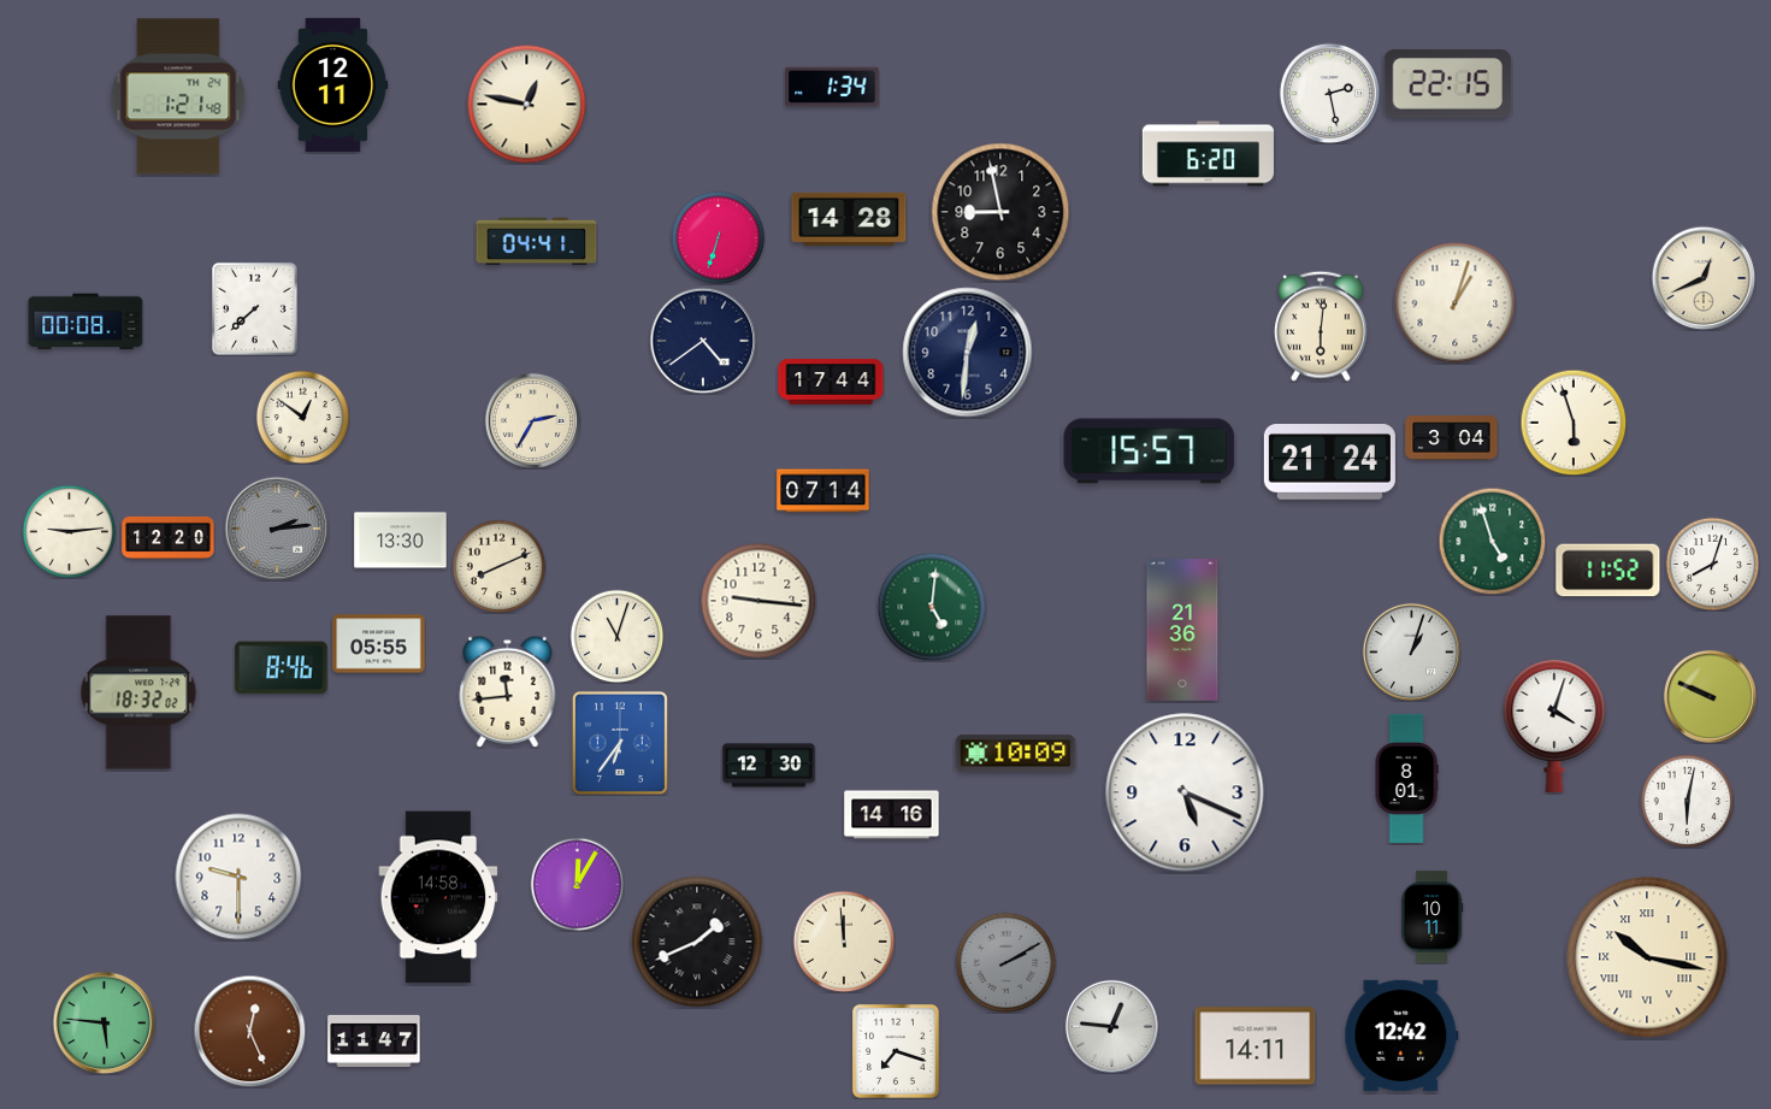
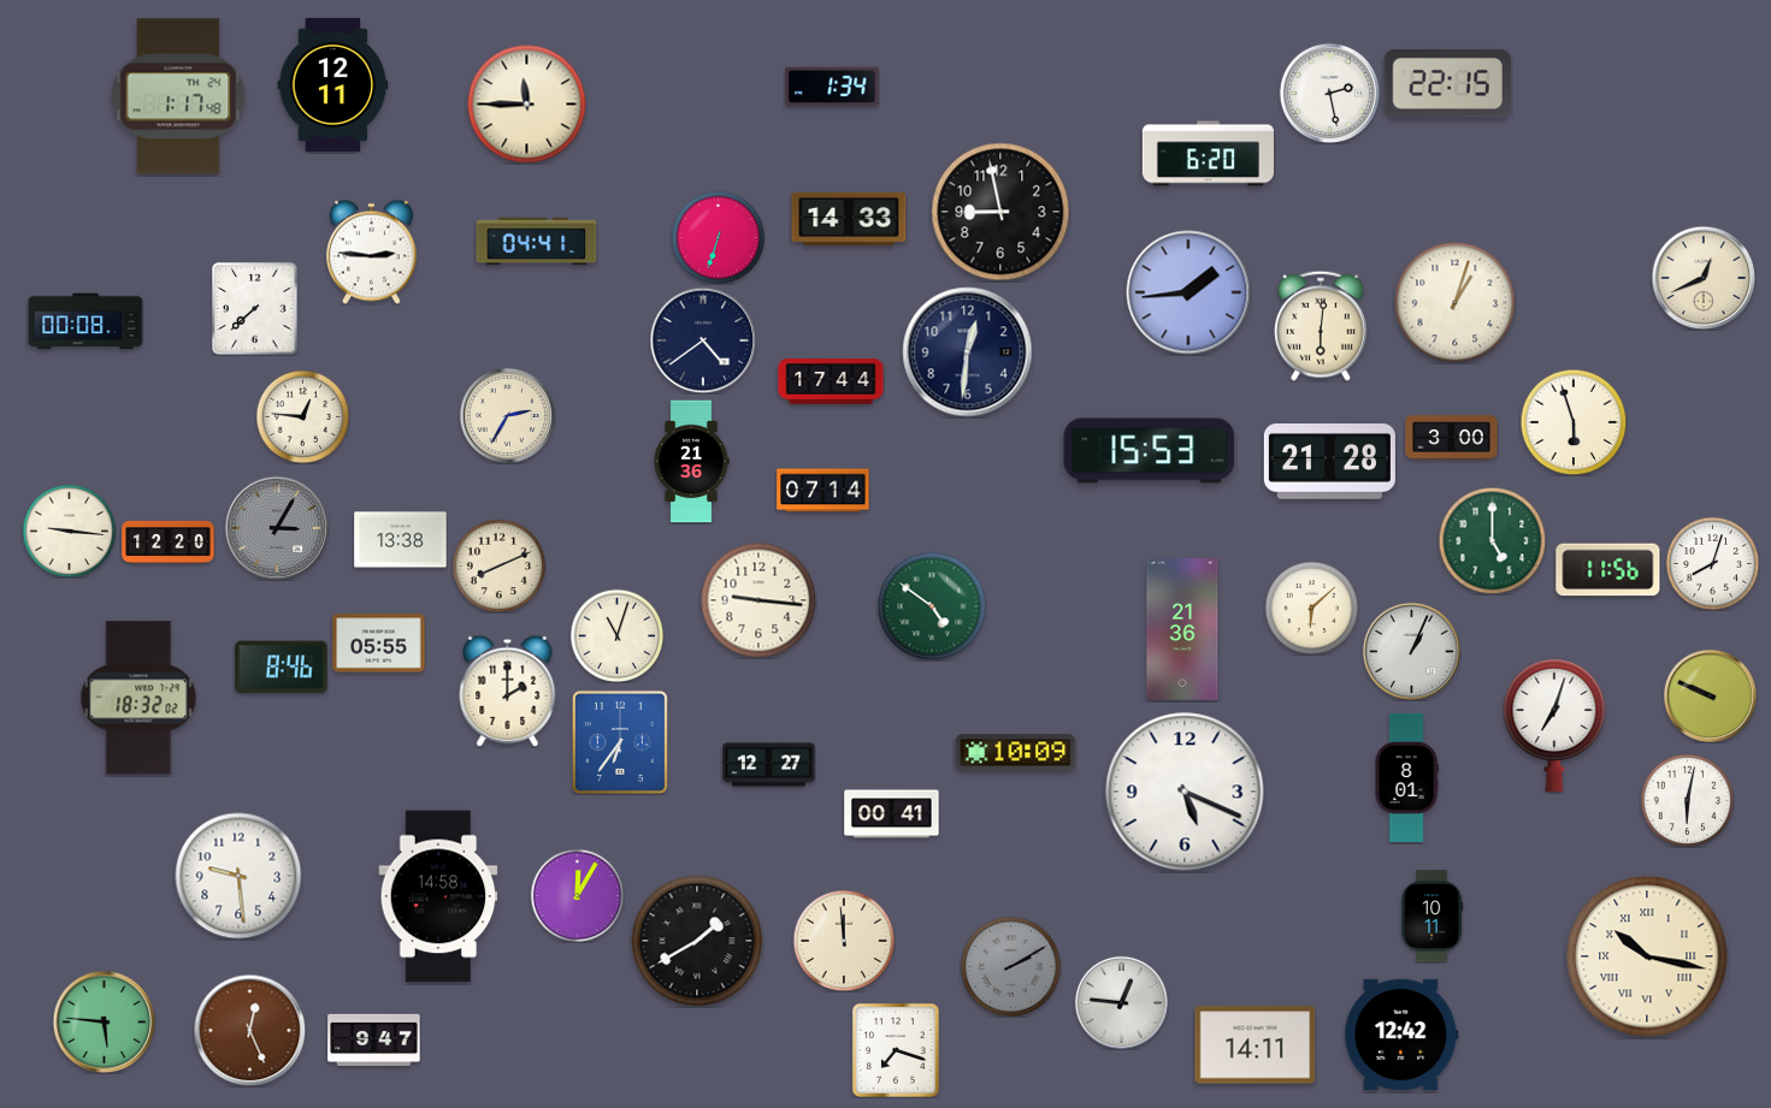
clock at (178, 96): 1:21 -> 1:17
clock at (527, 105): 12:47 -> 11:45
clock at (849, 219): 14:28 -> 14:33
clock at (371, 251): none -> 2:46
clock at (1188, 292): none -> 1:44
clock at (302, 417): 12:51 -> 12:46
clock at (532, 420) position: (532, 420) -> (507, 415)
clock at (1452, 438): 3:04 -> 3:00
clock at (1150, 452): 15:57 -> 15:53
clock at (691, 462): none -> 21:36
clock at (1329, 462): 21:24 -> 21:28
clock at (277, 529): 2:14 -> 3:05
clock at (69, 531): 9:14 -> 9:16
clock at (169, 537) position: (169, 537) -> (169, 541)
clock at (401, 541): 13:30 -> 13:38
clock at (1492, 541): 4:57 -> 5:00
clock at (1608, 571): 11:52 -> 11:56
clock at (932, 607): 5:01 -> 4:51
clock at (1311, 608): none -> 6:08
clock at (1411, 651): 1:03 -> 1:04
clock at (508, 691): 11:44 -> 2:00
clock at (138, 692) position: (138, 692) -> (138, 698)
clock at (1554, 726): 4:03 -> 7:03
clock at (769, 766): 12:30 -> 12:27
clock at (892, 815): 14:16 -> 00:41
clock at (238, 877): 9:30 -> 9:29
clock at (577, 884) position: (577, 884) -> (577, 895)
clock at (697, 942): 1:41 -> 1:40
clock at (1005, 962) position: (1005, 962) -> (1010, 966)
clock at (1111, 1026) position: (1111, 1026) -> (1121, 1002)
clock at (374, 1040): 11:47 -> 9:47
